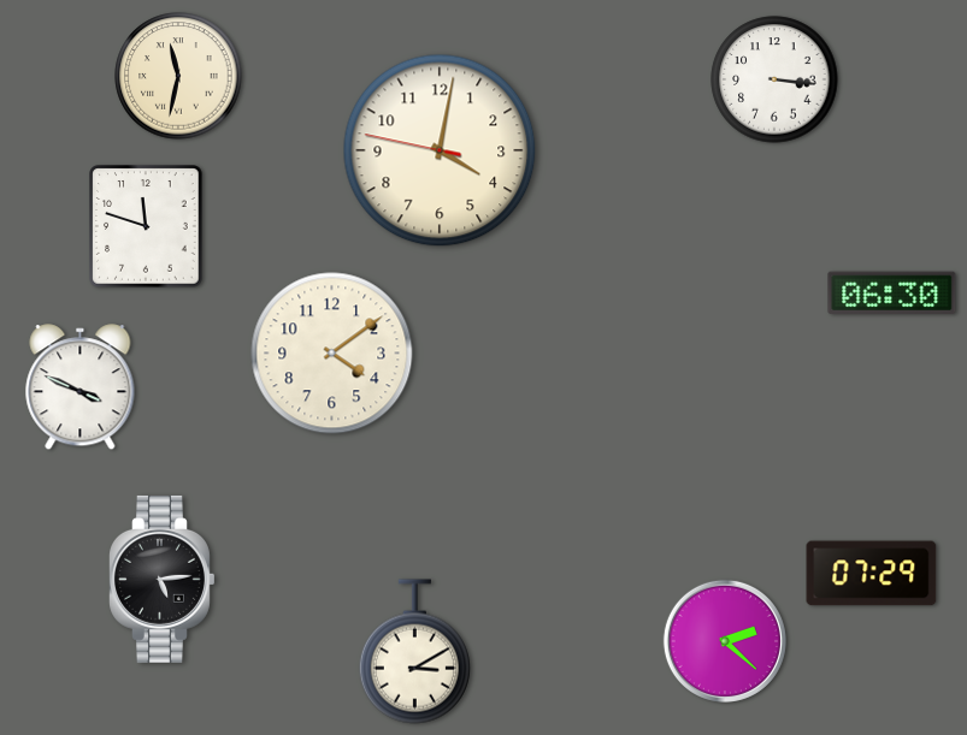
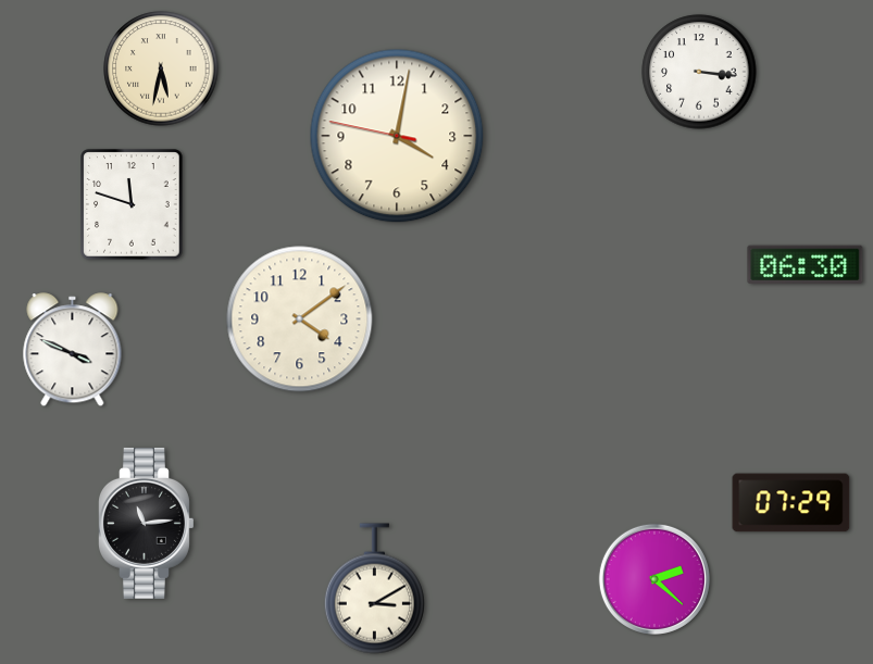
clock at (178, 76): 11:32 -> 5:32
clock at (872, 574) position: (872, 574) -> (791, 503)
clock at (163, 579): 5:14 -> 11:14
